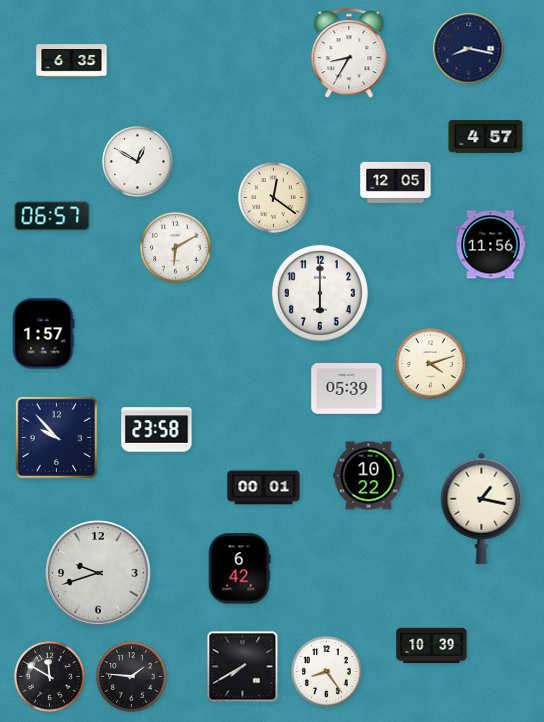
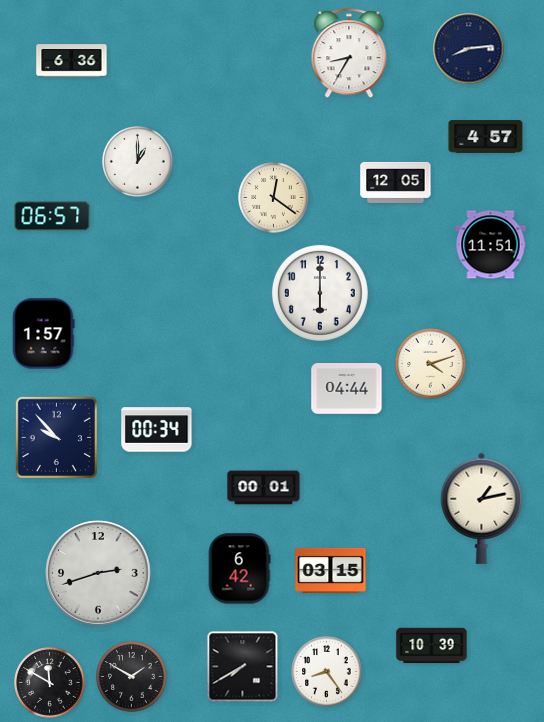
clock at (469, 49): 8:17 -> 8:14
clock at (72, 61): 6:35 -> 6:36
clock at (138, 162): 12:50 -> 1:00
clock at (491, 245): 11:56 -> 11:51
clock at (176, 248): 6:10 -> none
clock at (347, 389): 05:39 -> 04:44
clock at (157, 430): 23:58 -> 00:34
clock at (369, 476): 10:22 -> none
clock at (482, 508): 1:17 -> 1:13
clock at (331, 570): none -> 03:15
clock at (98, 573): 9:42 -> 2:42
clock at (50, 677) position: (50, 677) -> (50, 683)
clock at (132, 677): 1:46 -> 1:50
